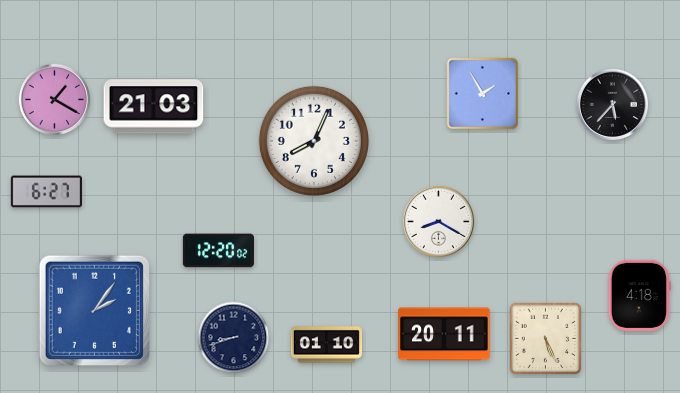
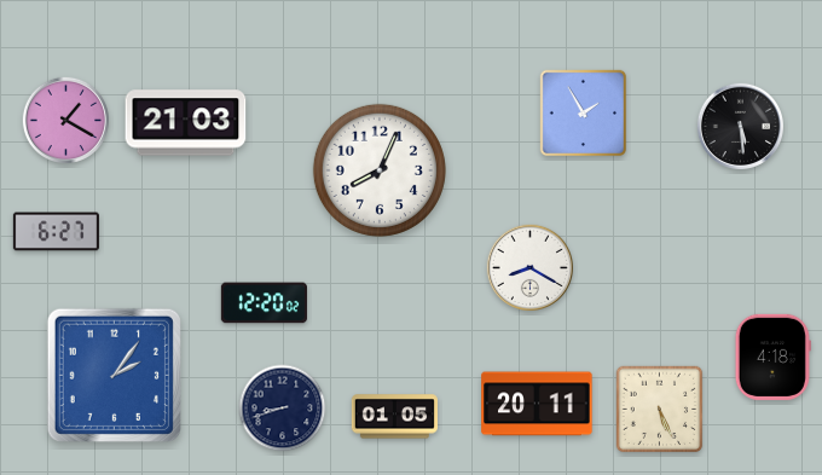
clock at (612, 104): 5:37 -> 5:29
clock at (154, 107) position: (154, 107) -> (186, 123)
clock at (326, 345): 01:10 -> 01:05
